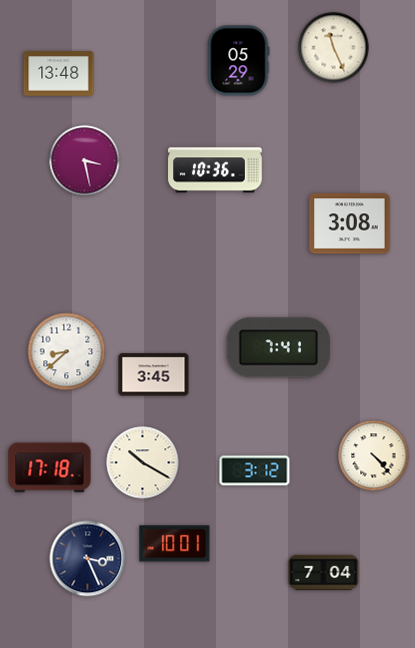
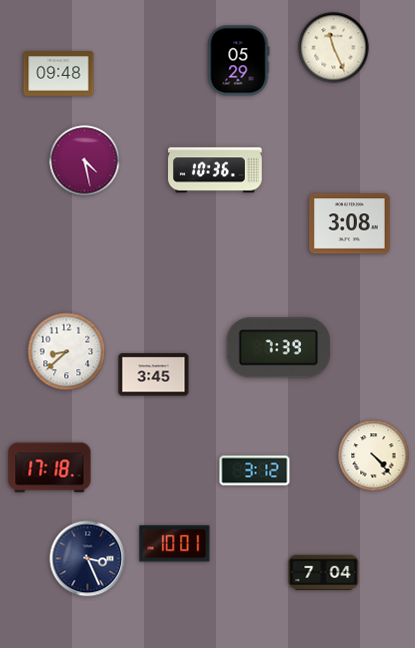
clock at (59, 74): 13:48 -> 09:48
clock at (85, 161): 3:28 -> 4:28
clock at (279, 348): 7:41 -> 7:39
clock at (143, 463): 10:20 -> none
